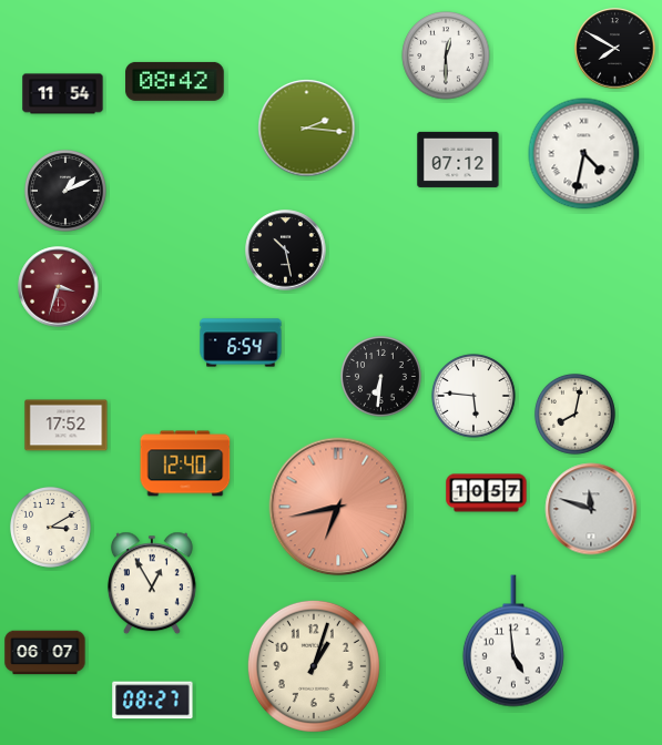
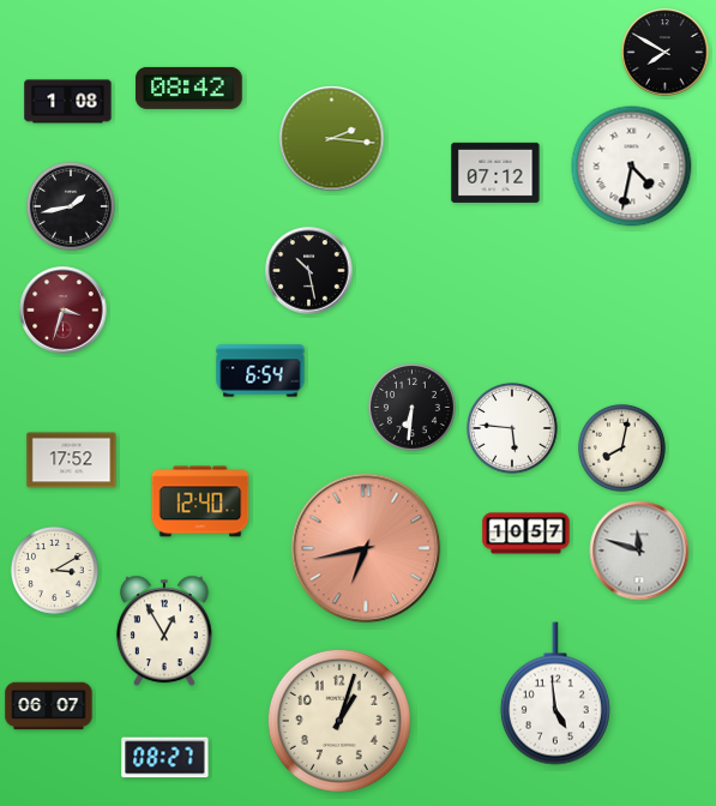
clock at (446, 55): 12:30 -> none
clock at (63, 94): 11:54 -> 1:08
clock at (65, 191): 1:11 -> 1:43
